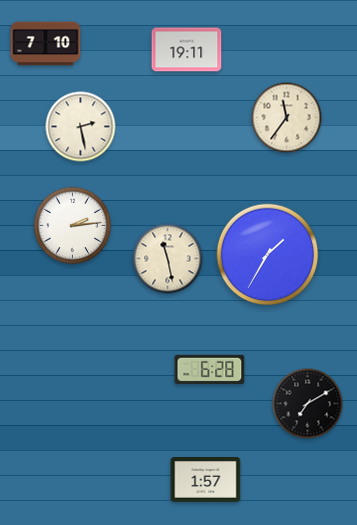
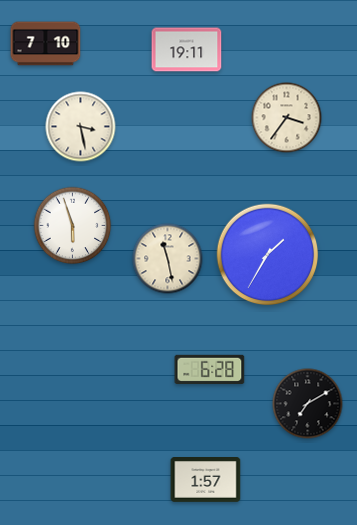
clock at (287, 118): 11:36 -> 3:36
clock at (81, 127): 2:28 -> 3:28
clock at (73, 226): 2:14 -> 5:57
